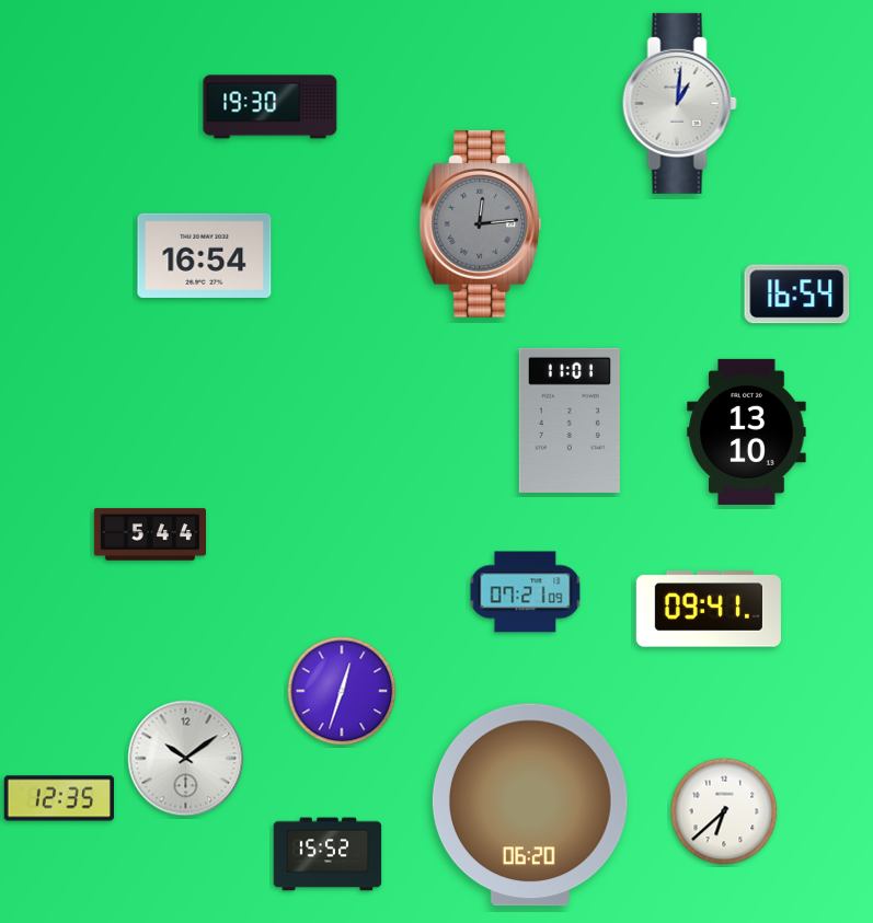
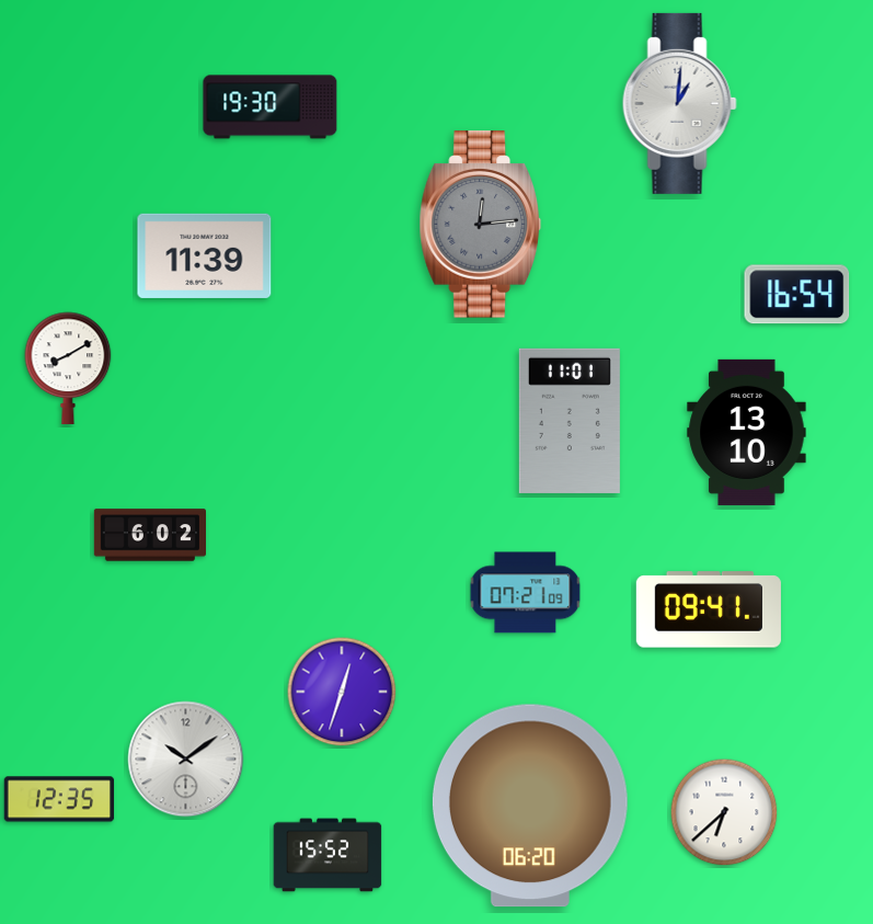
clock at (205, 255): 16:54 -> 11:39
clock at (68, 368): none -> 8:10
clock at (149, 534): 5:44 -> 6:02
